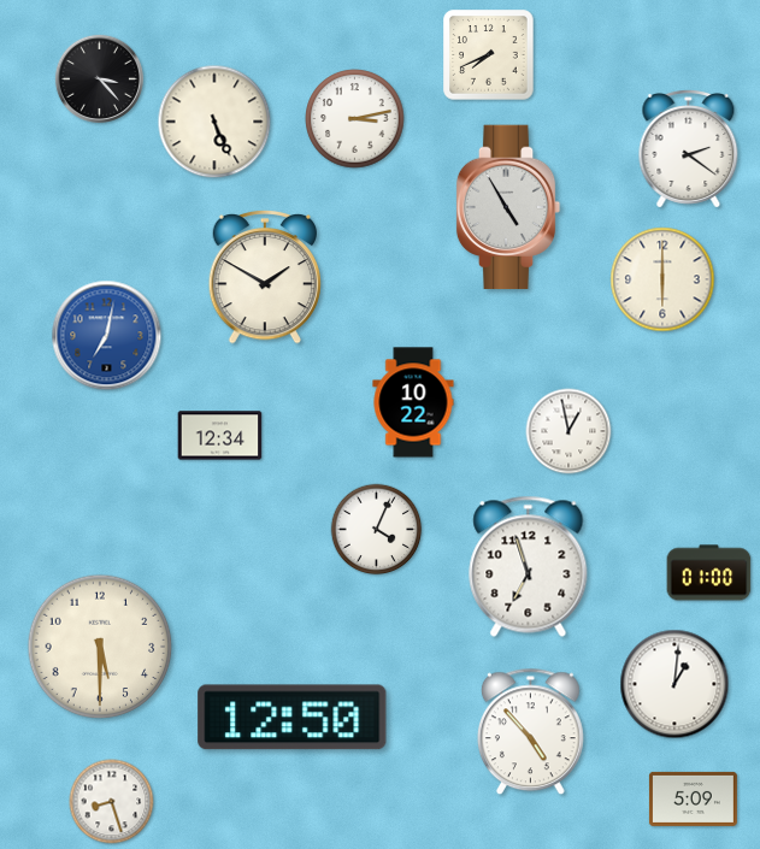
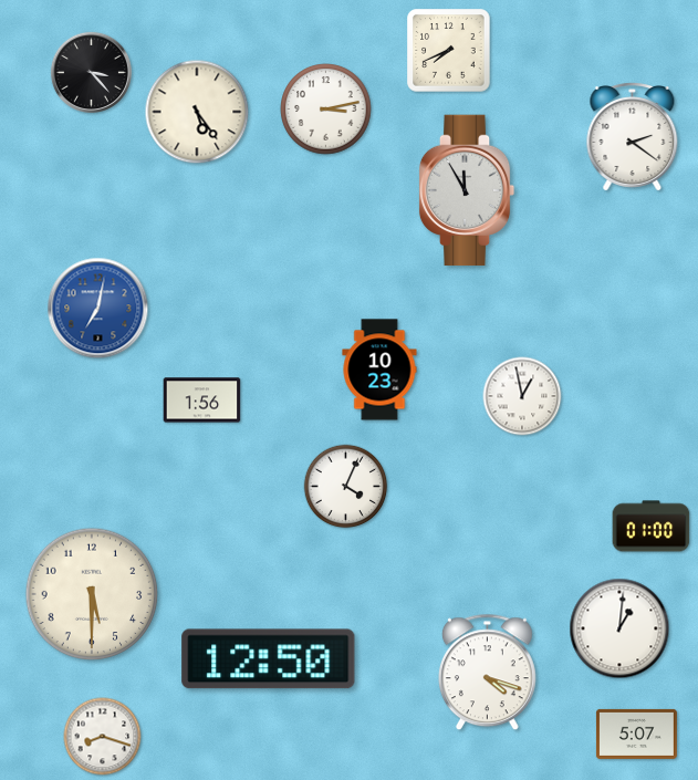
clock at (214, 122): 5:26 -> 5:24
clock at (508, 207): 4:55 -> 11:55
clock at (265, 277): 1:50 -> none
clock at (662, 279): 6:00 -> none
clock at (413, 402): 10:22 -> 10:23
clock at (220, 436): 12:34 -> 1:56
clock at (529, 566): 6:57 -> none
clock at (530, 732): 4:53 -> 4:18
clock at (693, 798): 5:09 -> 5:07
clock at (112, 802): 8:27 -> 8:18
